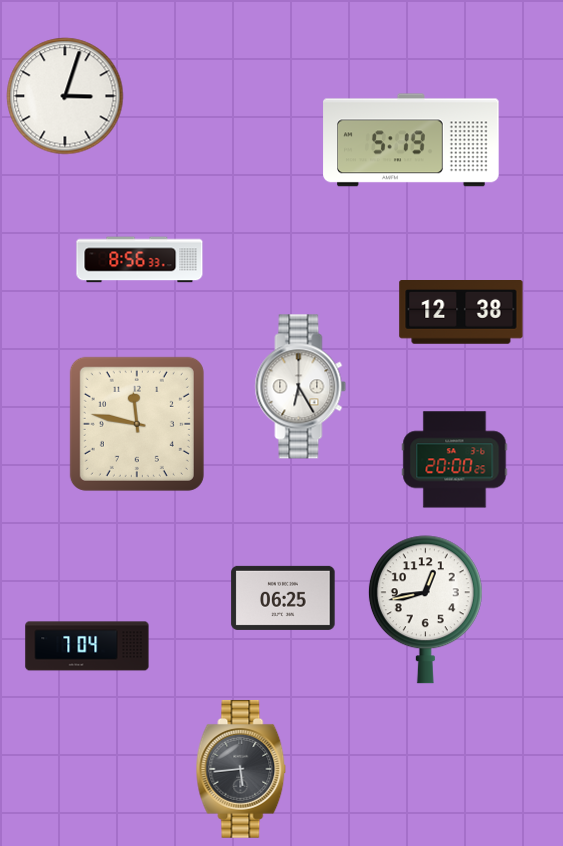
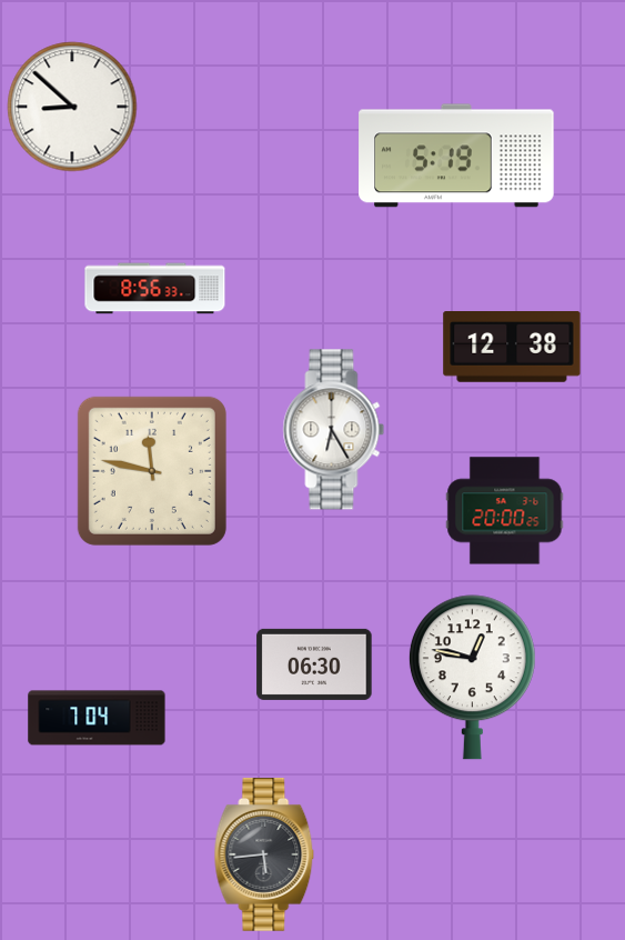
clock at (65, 96): 3:03 -> 8:52
clock at (283, 598): 06:25 -> 06:30
clock at (425, 610): 12:43 -> 12:47
clock at (241, 769) position: (241, 769) -> (264, 854)
